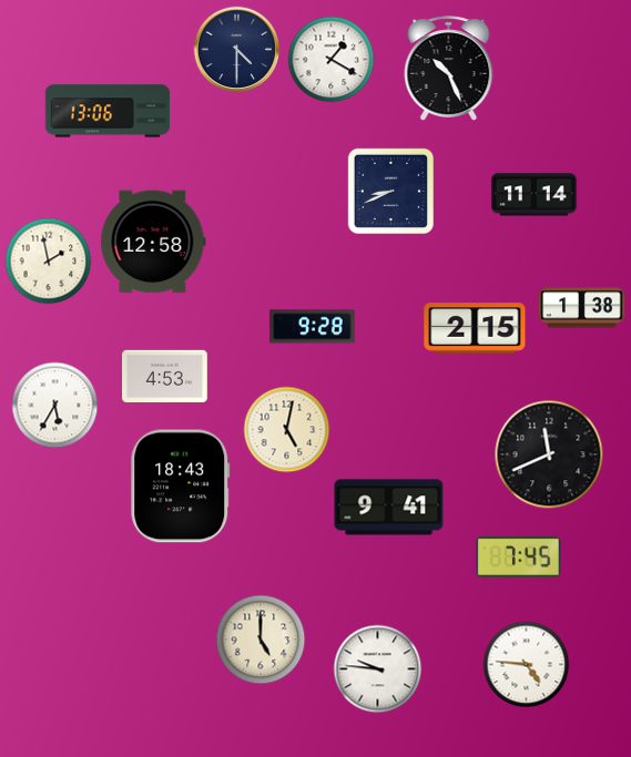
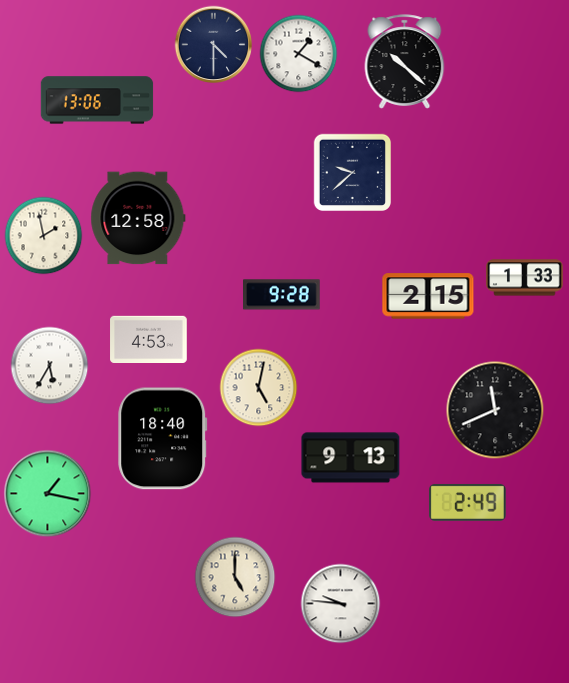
clock at (449, 69): 10:26 -> 10:22
clock at (390, 191): 8:41 -> 9:38
clock at (535, 195): 11:14 -> none
clock at (582, 308): 1:38 -> 1:33
clock at (181, 487): 18:43 -> 18:40
clock at (389, 508): 9:41 -> 9:13
clock at (47, 493): none -> 1:17
clock at (519, 556): 7:45 -> 2:49
clock at (526, 664): 4:46 -> none
